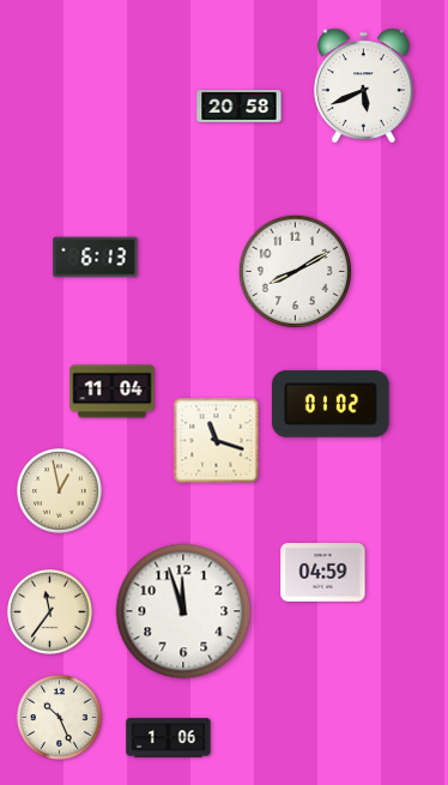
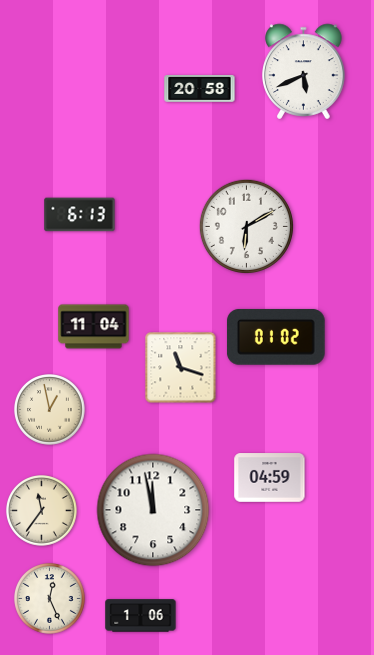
clock at (295, 271): 8:10 -> 6:10
clock at (183, 611): 11:57 -> 11:58
clock at (60, 718): 10:26 -> 12:26
